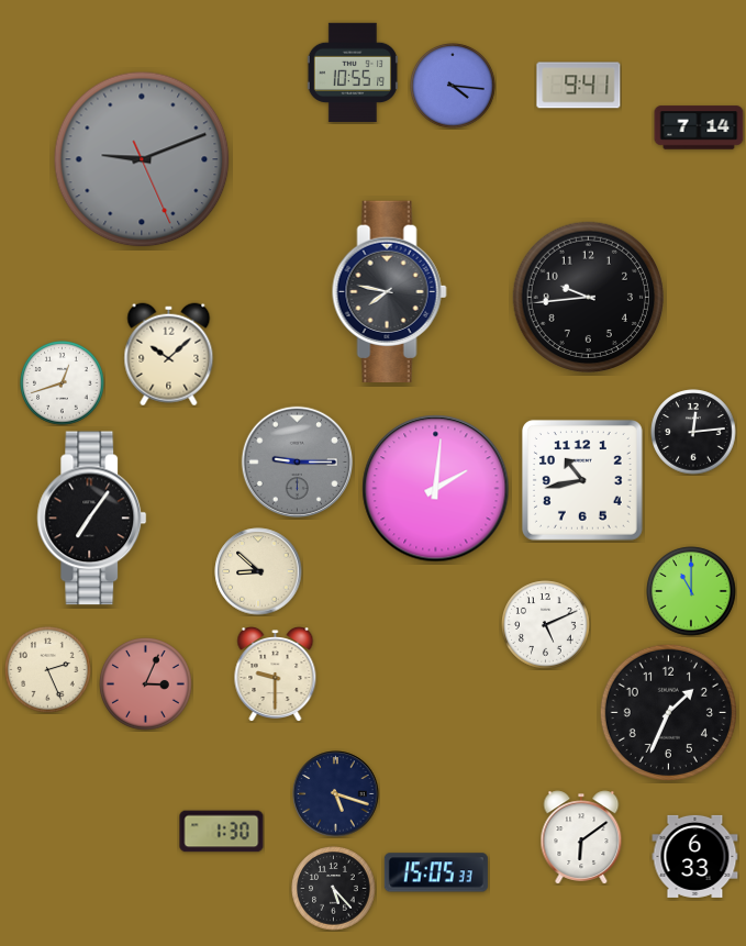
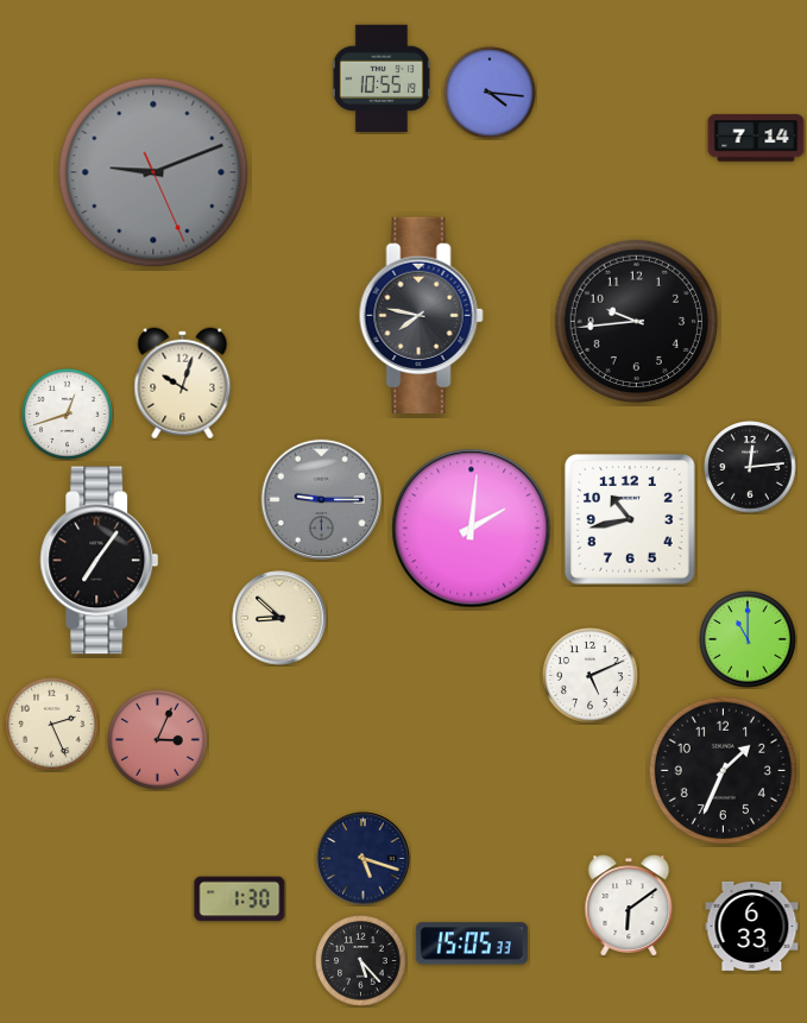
clock at (579, 86): 9:41 -> none
clock at (169, 355): 10:08 -> 10:03
clock at (276, 675): 9:30 -> none
